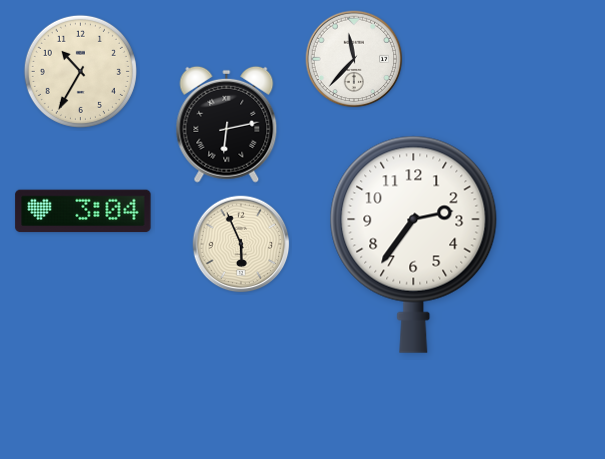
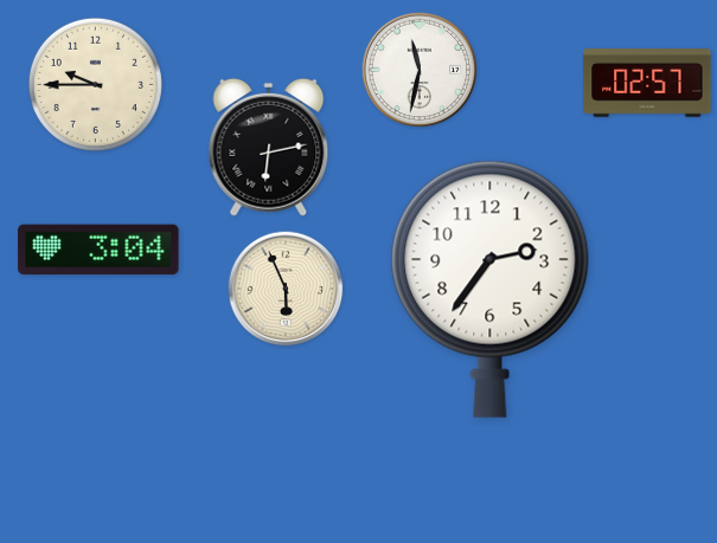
clock at (354, 59): 11:37 -> 11:32
clock at (647, 83): none -> 02:57
clock at (80, 71): 10:35 -> 9:45
